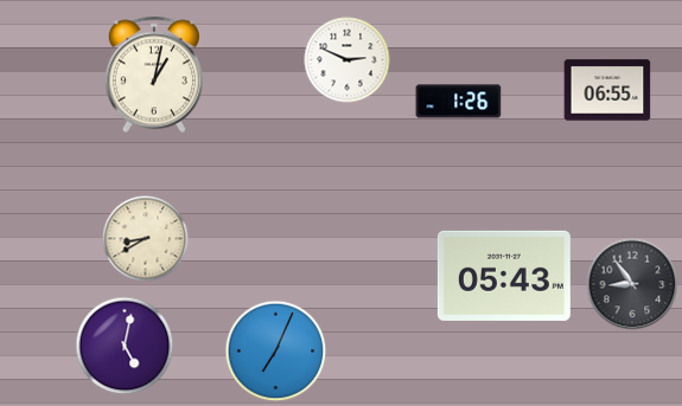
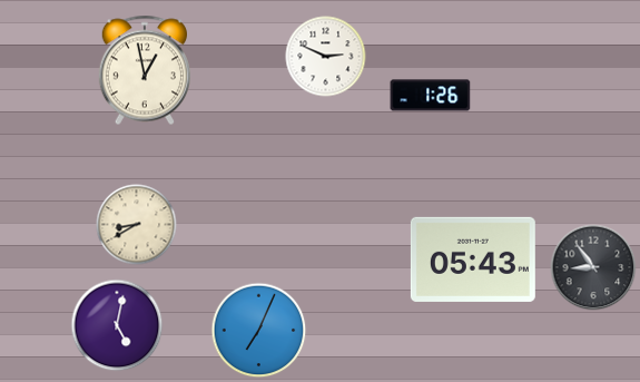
clock at (154, 75): 1:02 -> 12:58
clock at (607, 90): 06:55 -> none
